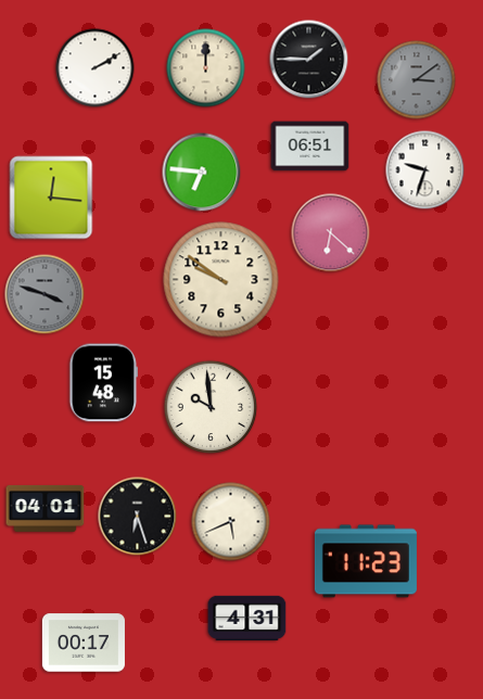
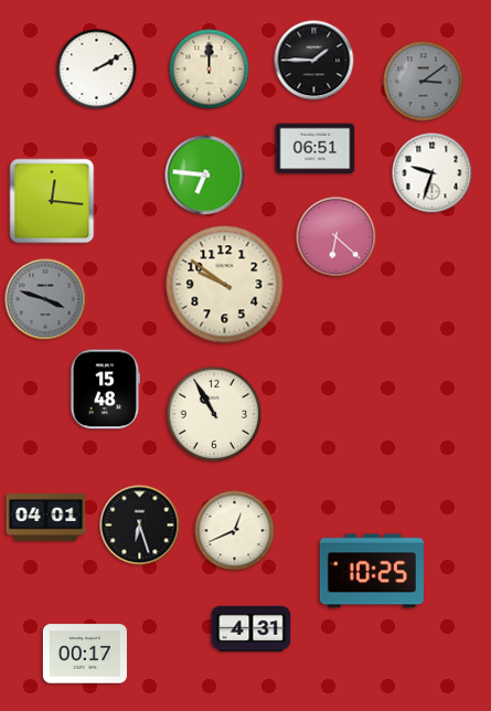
clock at (211, 407): 9:59 -> 10:55
clock at (231, 522): 5:41 -> 12:41
clock at (366, 561): 11:23 -> 10:25
